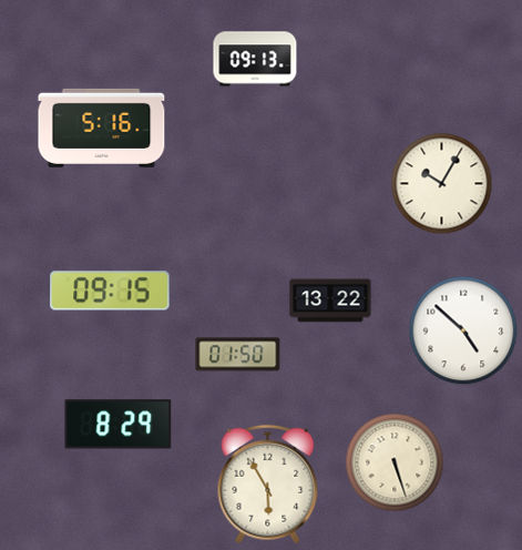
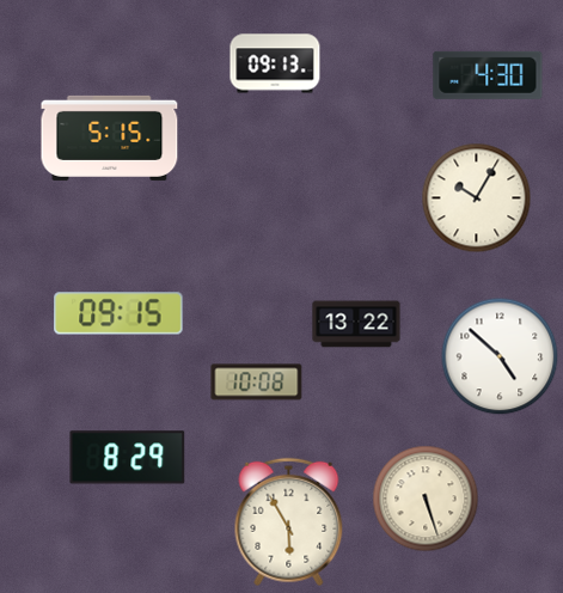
clock at (488, 75): none -> 4:30
clock at (102, 128): 5:16 -> 5:15
clock at (238, 355): 01:50 -> 10:08
